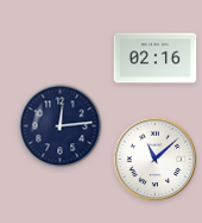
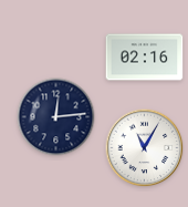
clock at (156, 58) position: (156, 58) -> (145, 58)
clock at (156, 160): 11:08 -> 11:05
